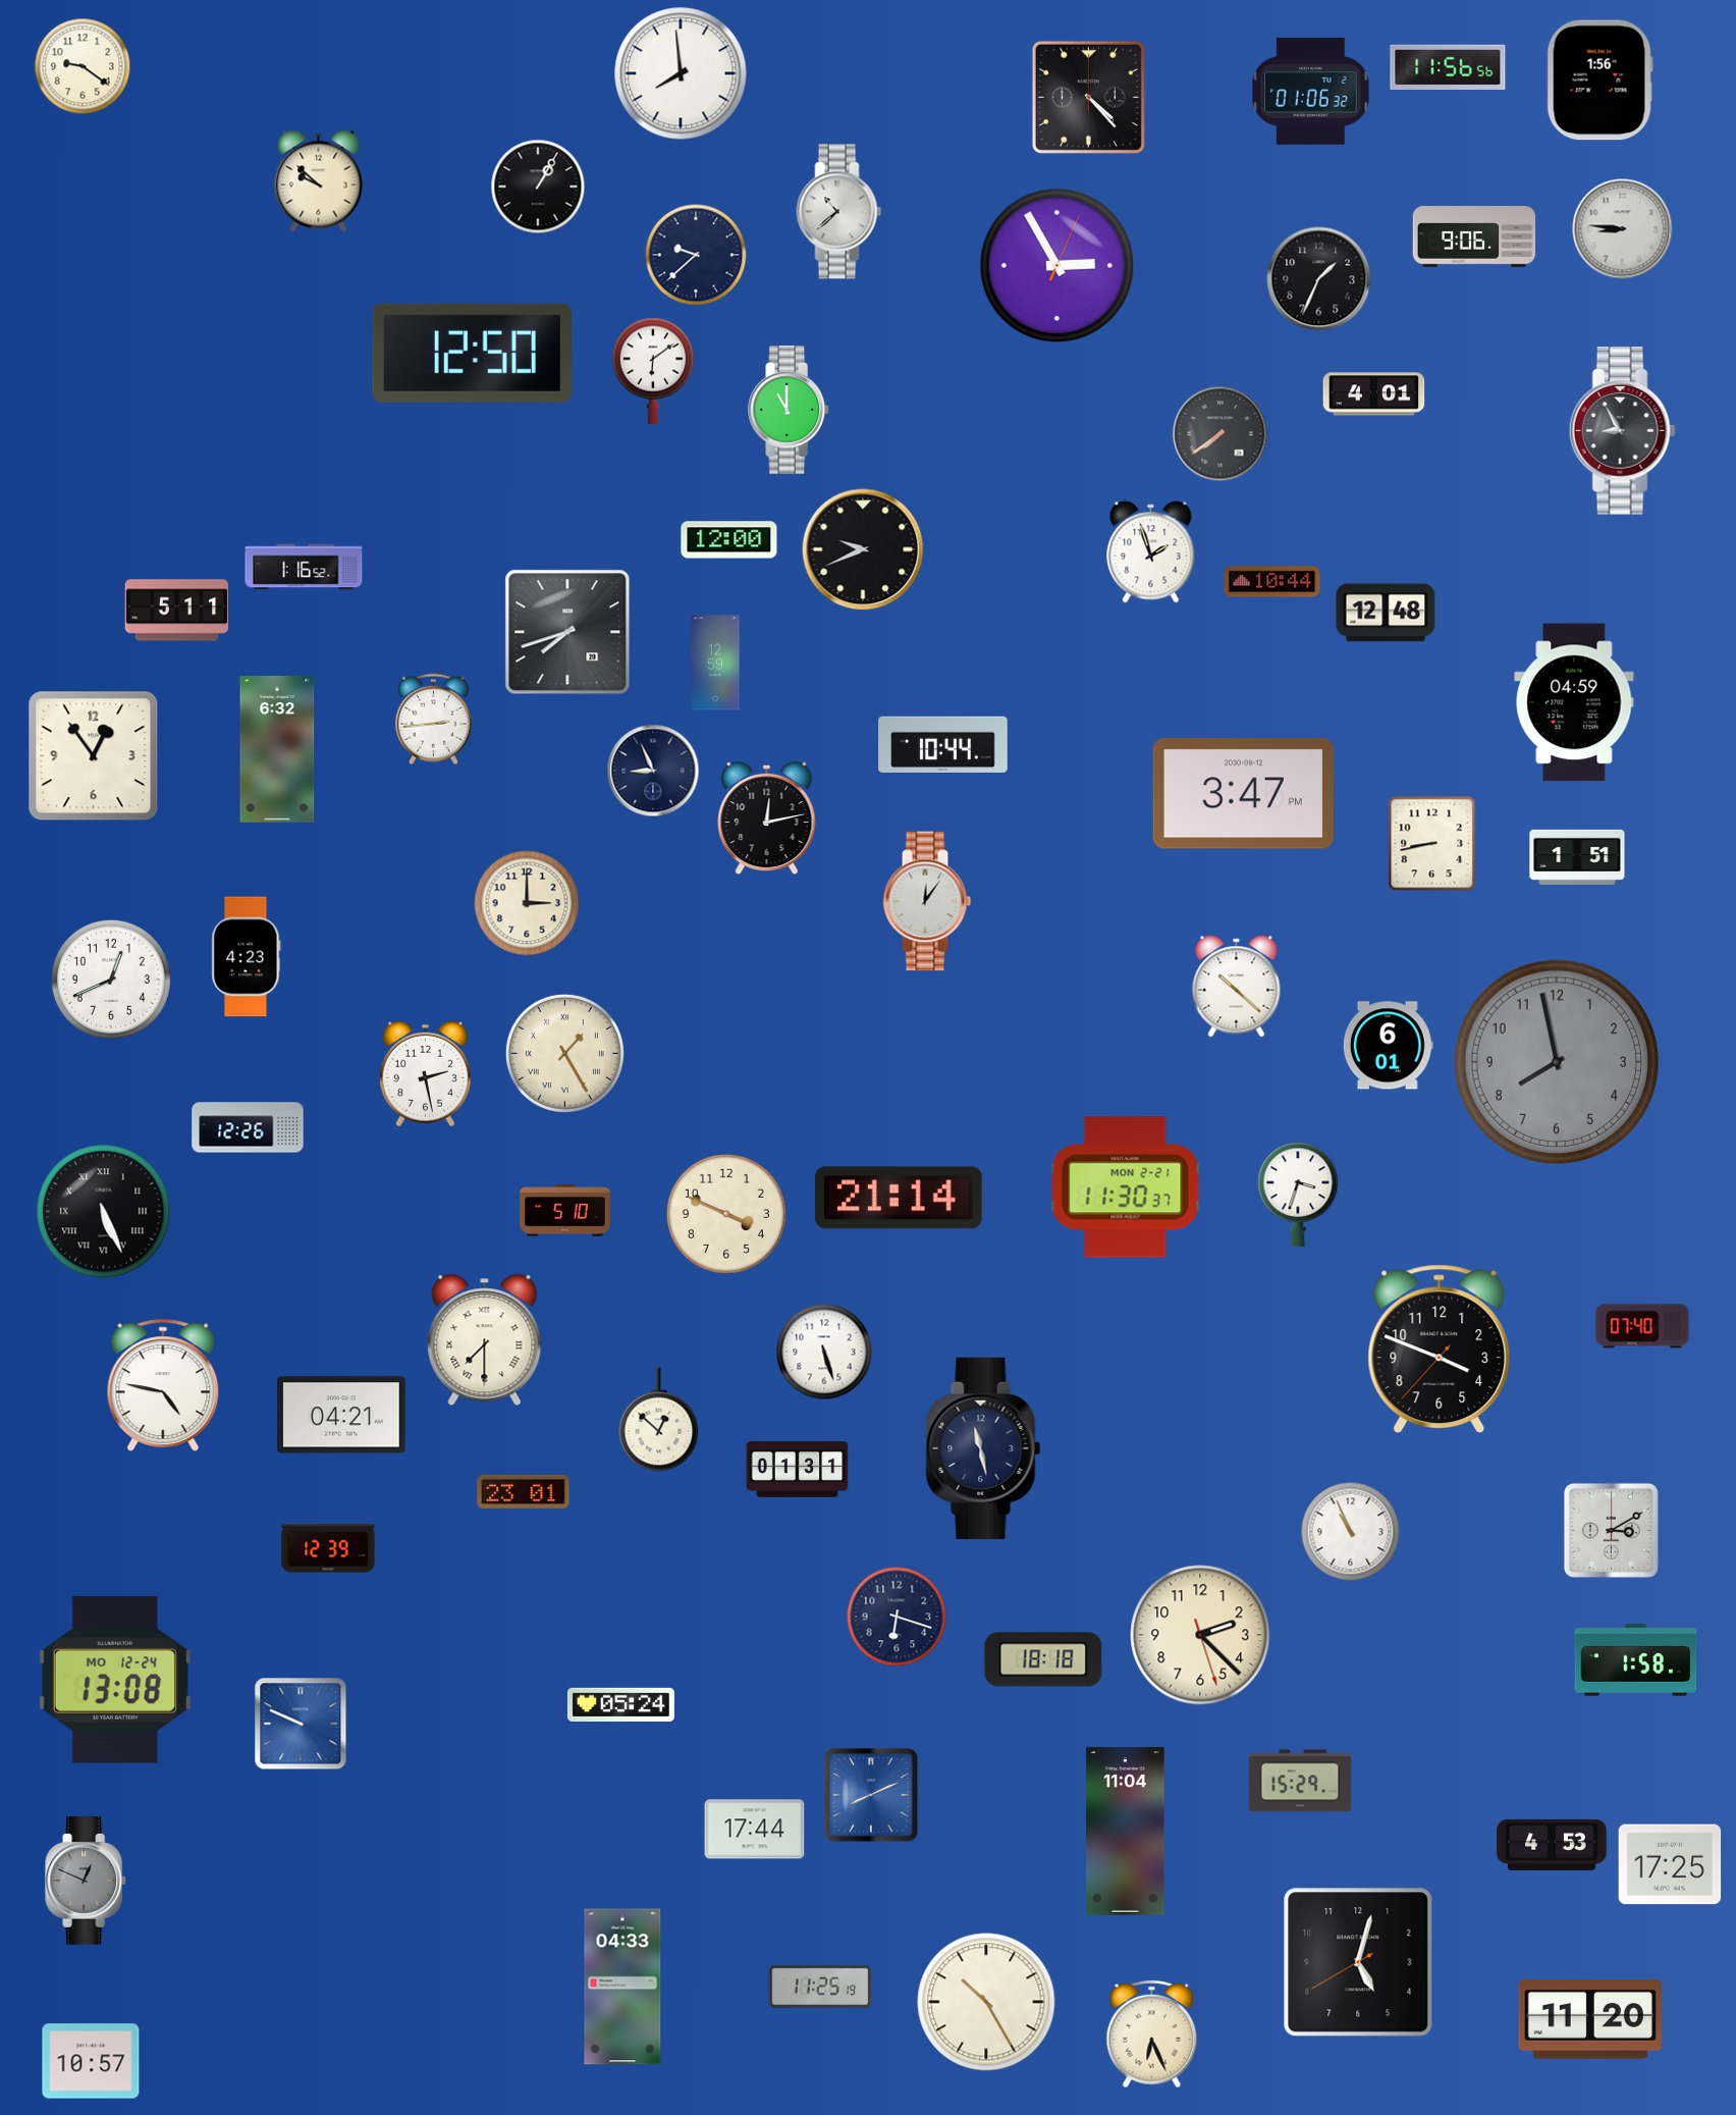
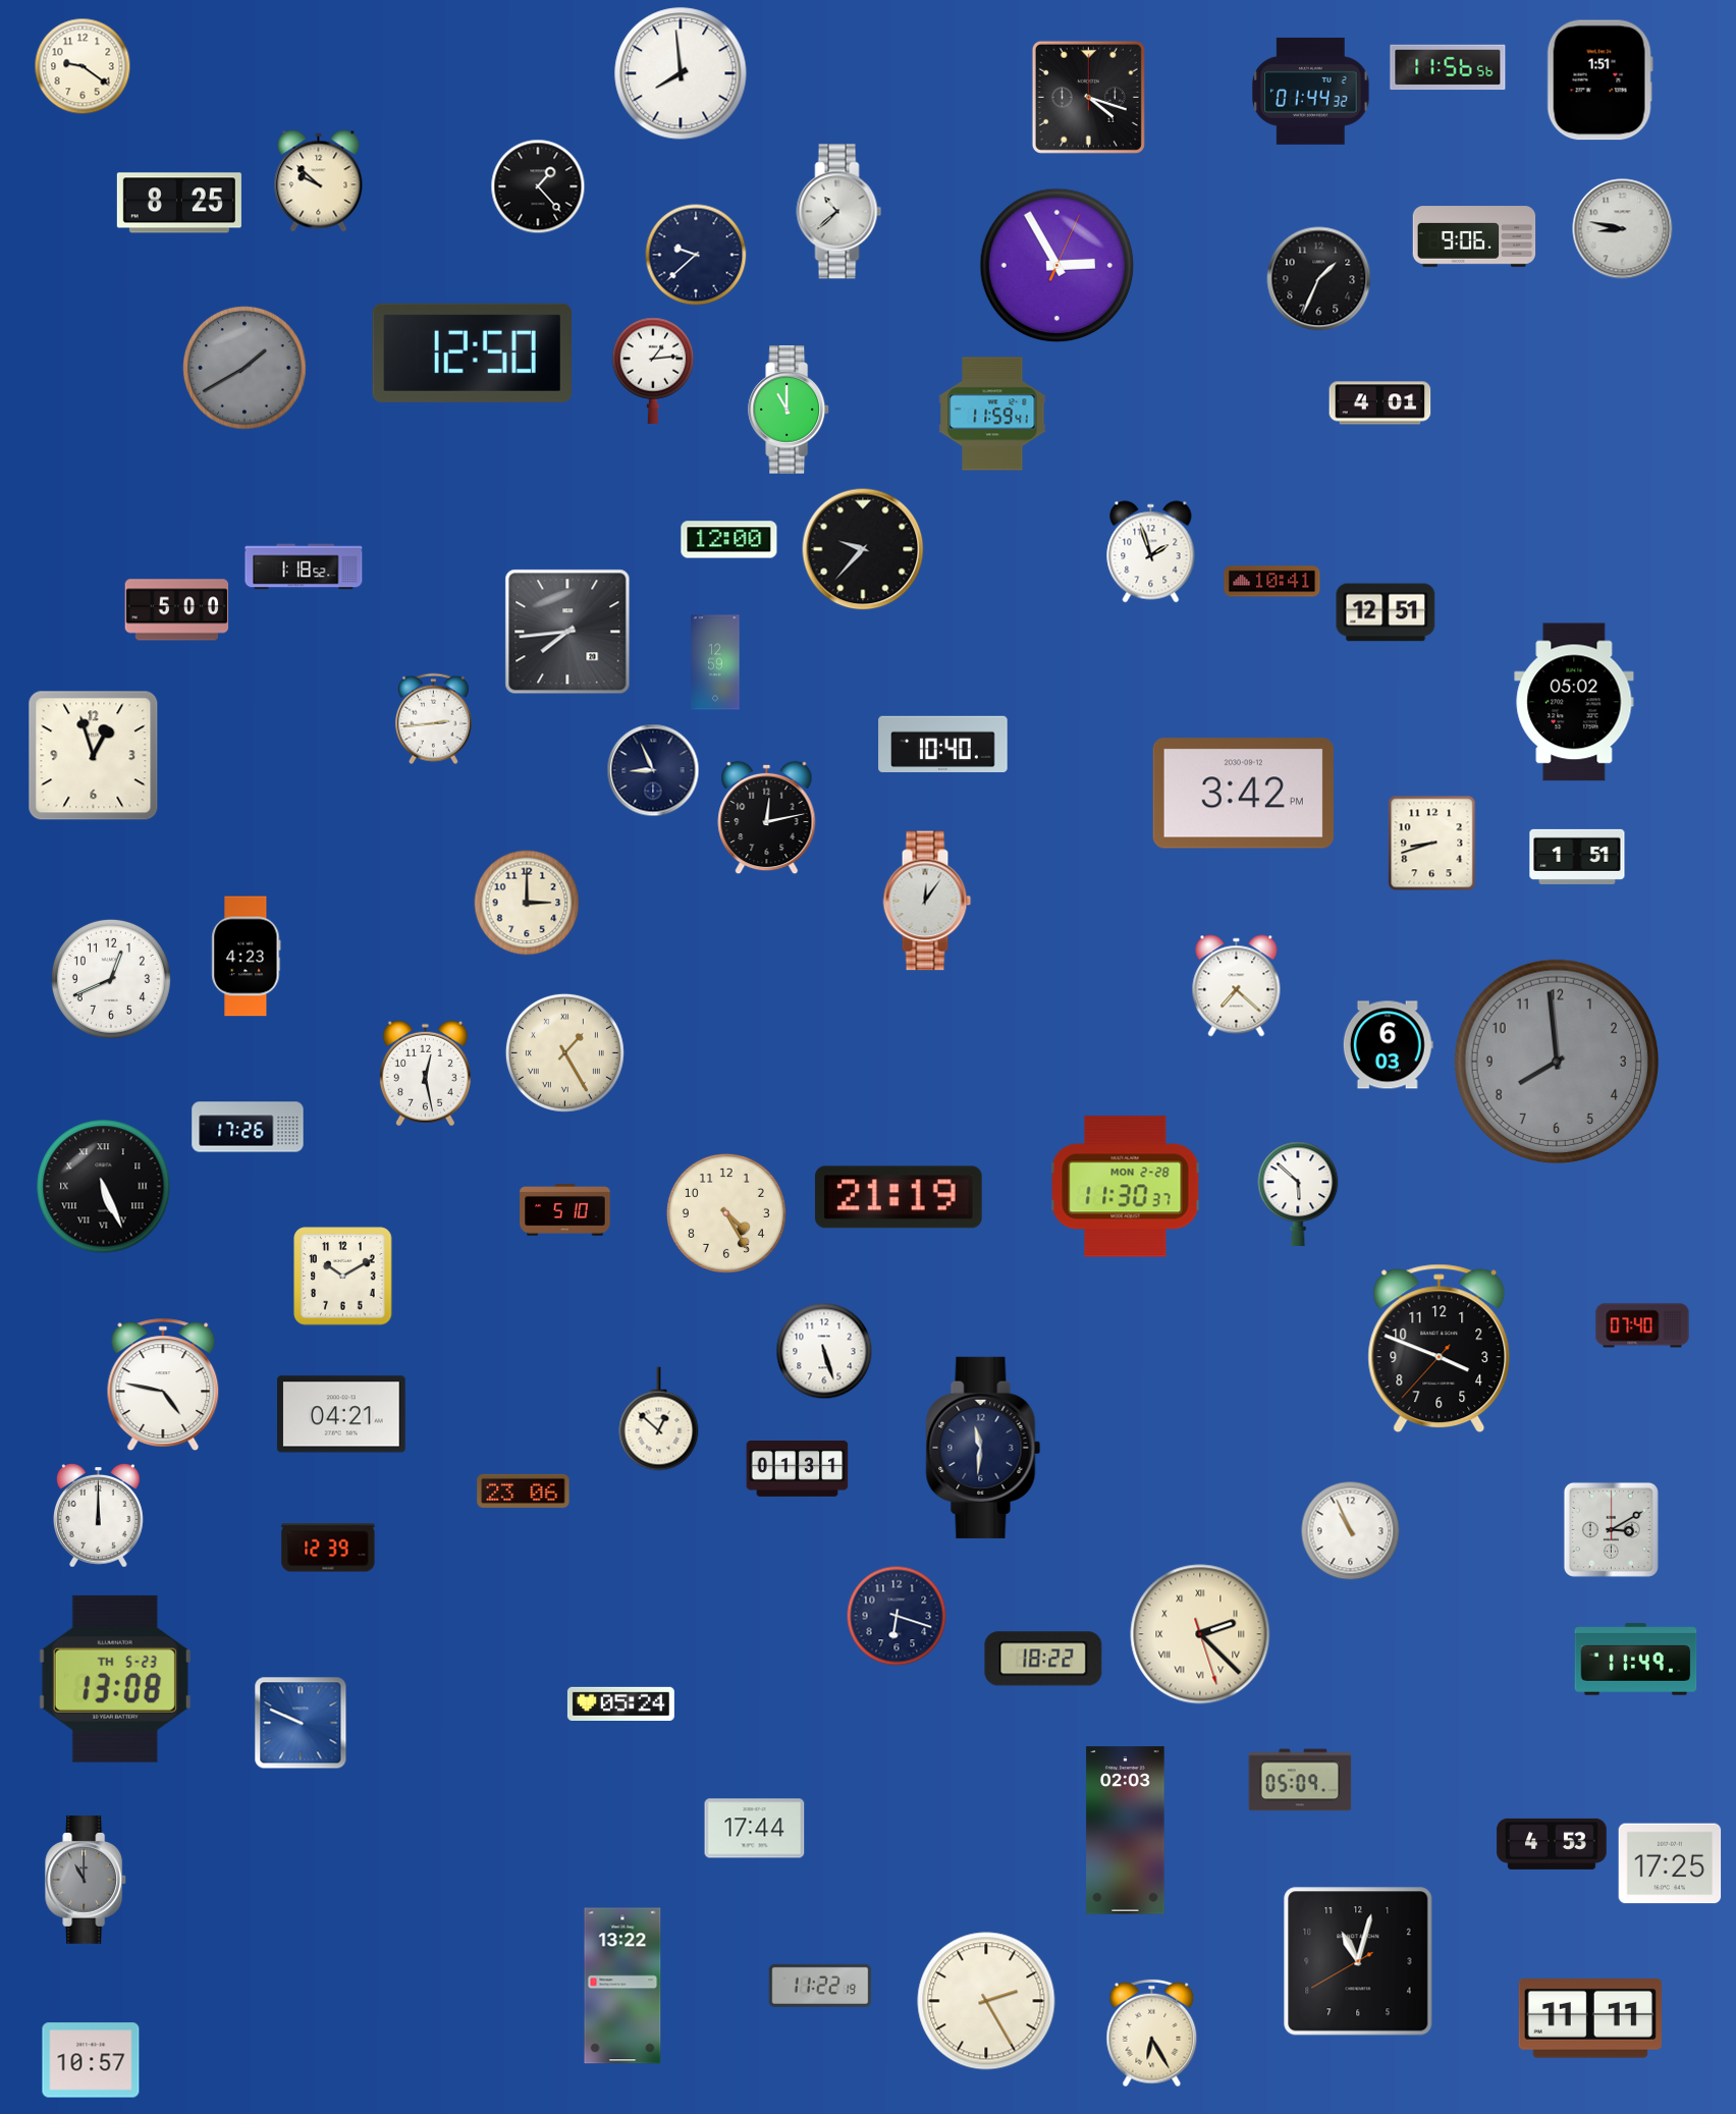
clock at (1599, 81): 1:56 -> 1:51
clock at (1311, 91): 01:06 -> 01:44
clock at (1088, 97): 4:23 -> 4:18
clock at (538, 187): 1:05 -> 1:23
clock at (179, 203): none -> 8:25
clock at (1623, 229): 8:46 -> 8:47
clock at (245, 368): none -> 1:40
clock at (653, 371): 6:09 -> 1:14
clock at (1374, 394) position: (1374, 394) -> (1380, 403)
clock at (992, 414): none -> 11:59
clock at (1622, 431): 8:55 -> none
clock at (1220, 434): 7:39 -> none
clock at (863, 549): 9:41 -> 9:37
clock at (304, 567): 1:16 -> 1:18
clock at (1272, 582): 10:44 -> 10:41
clock at (177, 611): 5:11 -> 5:00
clock at (1386, 613): 12:48 -> 12:51
clock at (567, 632): 7:42 -> 7:44
clock at (1574, 702): 04:59 -> 05:02
clock at (943, 744): 10:44 -> 10:40
clock at (277, 749): 6:32 -> none
clock at (94, 756): 12:54 -> 12:57
clock at (1243, 794): 3:47 -> 3:42
clock at (1432, 844): 8:43 -> 8:42
clock at (1237, 987): 10:22 -> 7:22
clock at (1388, 1046): 6:01 -> 6:03
clock at (1557, 1062): 7:58 -> 7:59
clock at (425, 1074): 2:28 -> 12:28
clock at (248, 1127): 12:26 -> 17:26
clock at (1126, 1187) date: MON 2-21 -> MON 2-28
clock at (1298, 1194): 3:33 -> 5:52
clock at (899, 1198): 21:14 -> 21:19
clock at (104, 1212) position: (104, 1212) -> (104, 1187)
clock at (726, 1214): 3:49 -> 4:25
clock at (343, 1277): none -> 10:10
clock at (485, 1340): 7:30 -> none
clock at (983, 1448): 11:28 -> 11:31
clock at (524, 1491): 23:01 -> 23:06
clock at (99, 1516): none -> 12:00
clock at (1200, 1635) numerals: Arabic -> Roman
clock at (1043, 1659): 18:18 -> 18:22
clock at (1636, 1660): 1:58 -> 11:49
clock at (115, 1680) date: MO 12-24 -> TH 5-23
clock at (1300, 1781): 15:29 -> 05:09
clock at (871, 1795): 8:11 -> none
clock at (1126, 1832): 11:04 -> 02:03
clock at (87, 1881): 12:49 -> 11:00
clock at (1358, 1962): 5:02 -> 11:02
clock at (820, 1986): 11:25 -> 11:22
clock at (622, 1987): 04:33 -> 13:22
clock at (986, 2002): 10:25 -> 2:25
clock at (1590, 2020): 11:20 -> 11:11
clock at (1152, 2034): 6:26 -> 6:25
